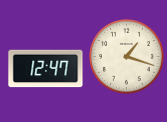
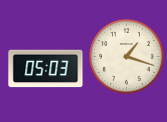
clock at (46, 69): 12:47 -> 05:03
